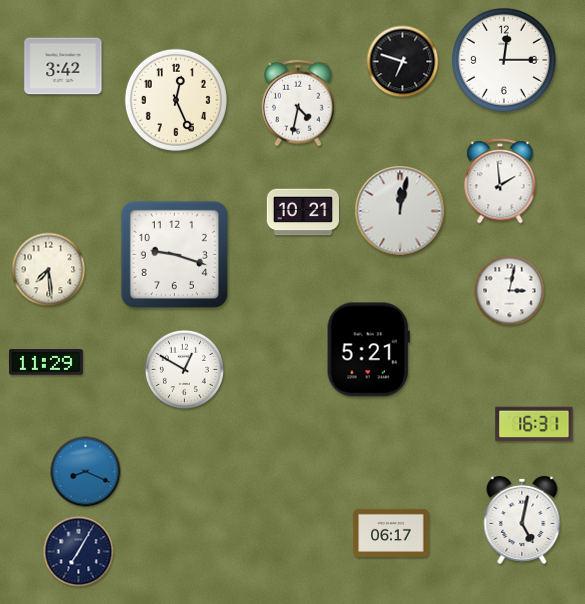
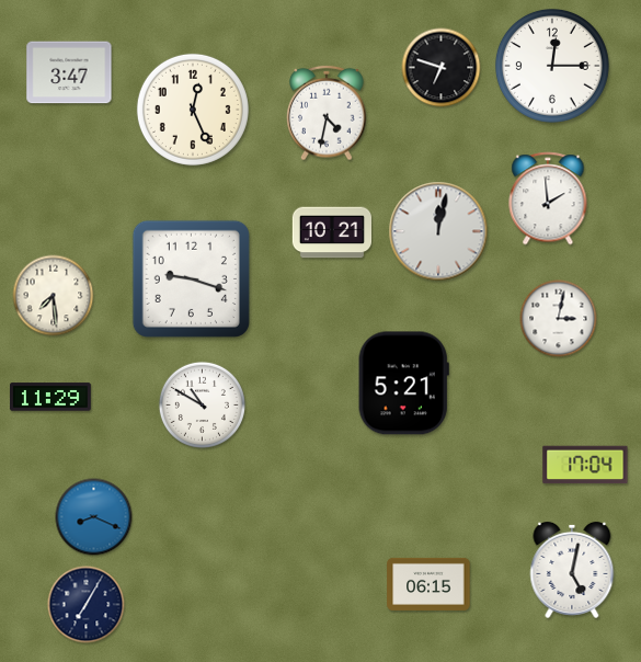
clock at (63, 66): 3:42 -> 3:47
clock at (184, 369): 12:50 -> 10:50
clock at (534, 424): 16:31 -> 17:04
clock at (391, 533): 06:17 -> 06:15
